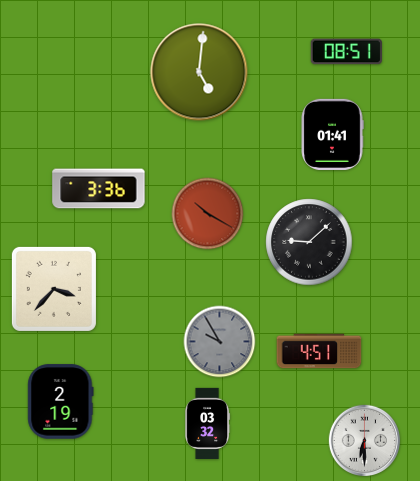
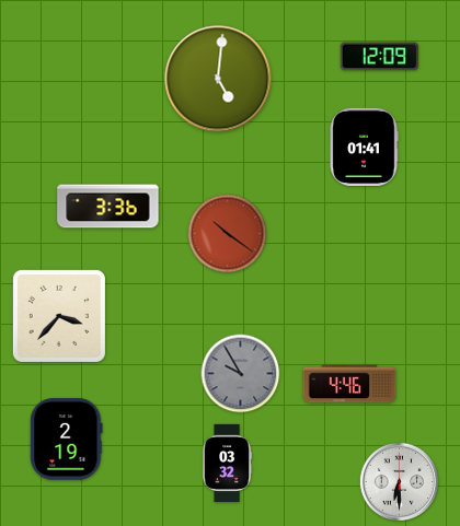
clock at (346, 52): 08:51 -> 12:09
clock at (208, 214): 10:20 -> 10:21
clock at (309, 242): 9:08 -> none
clock at (319, 351): 4:51 -> 4:46
